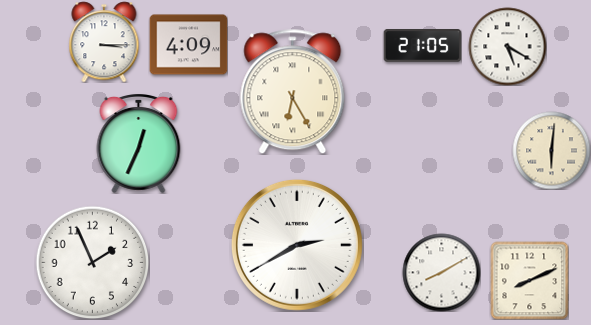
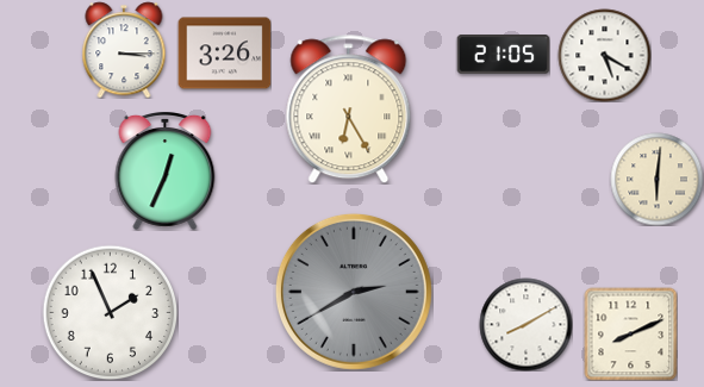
clock at (188, 45): 4:09 -> 3:26
clock at (297, 245) dial: white -> grey
